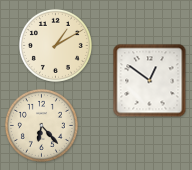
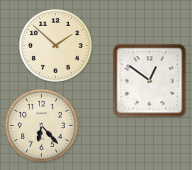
clock at (55, 45): 1:10 -> 1:52
